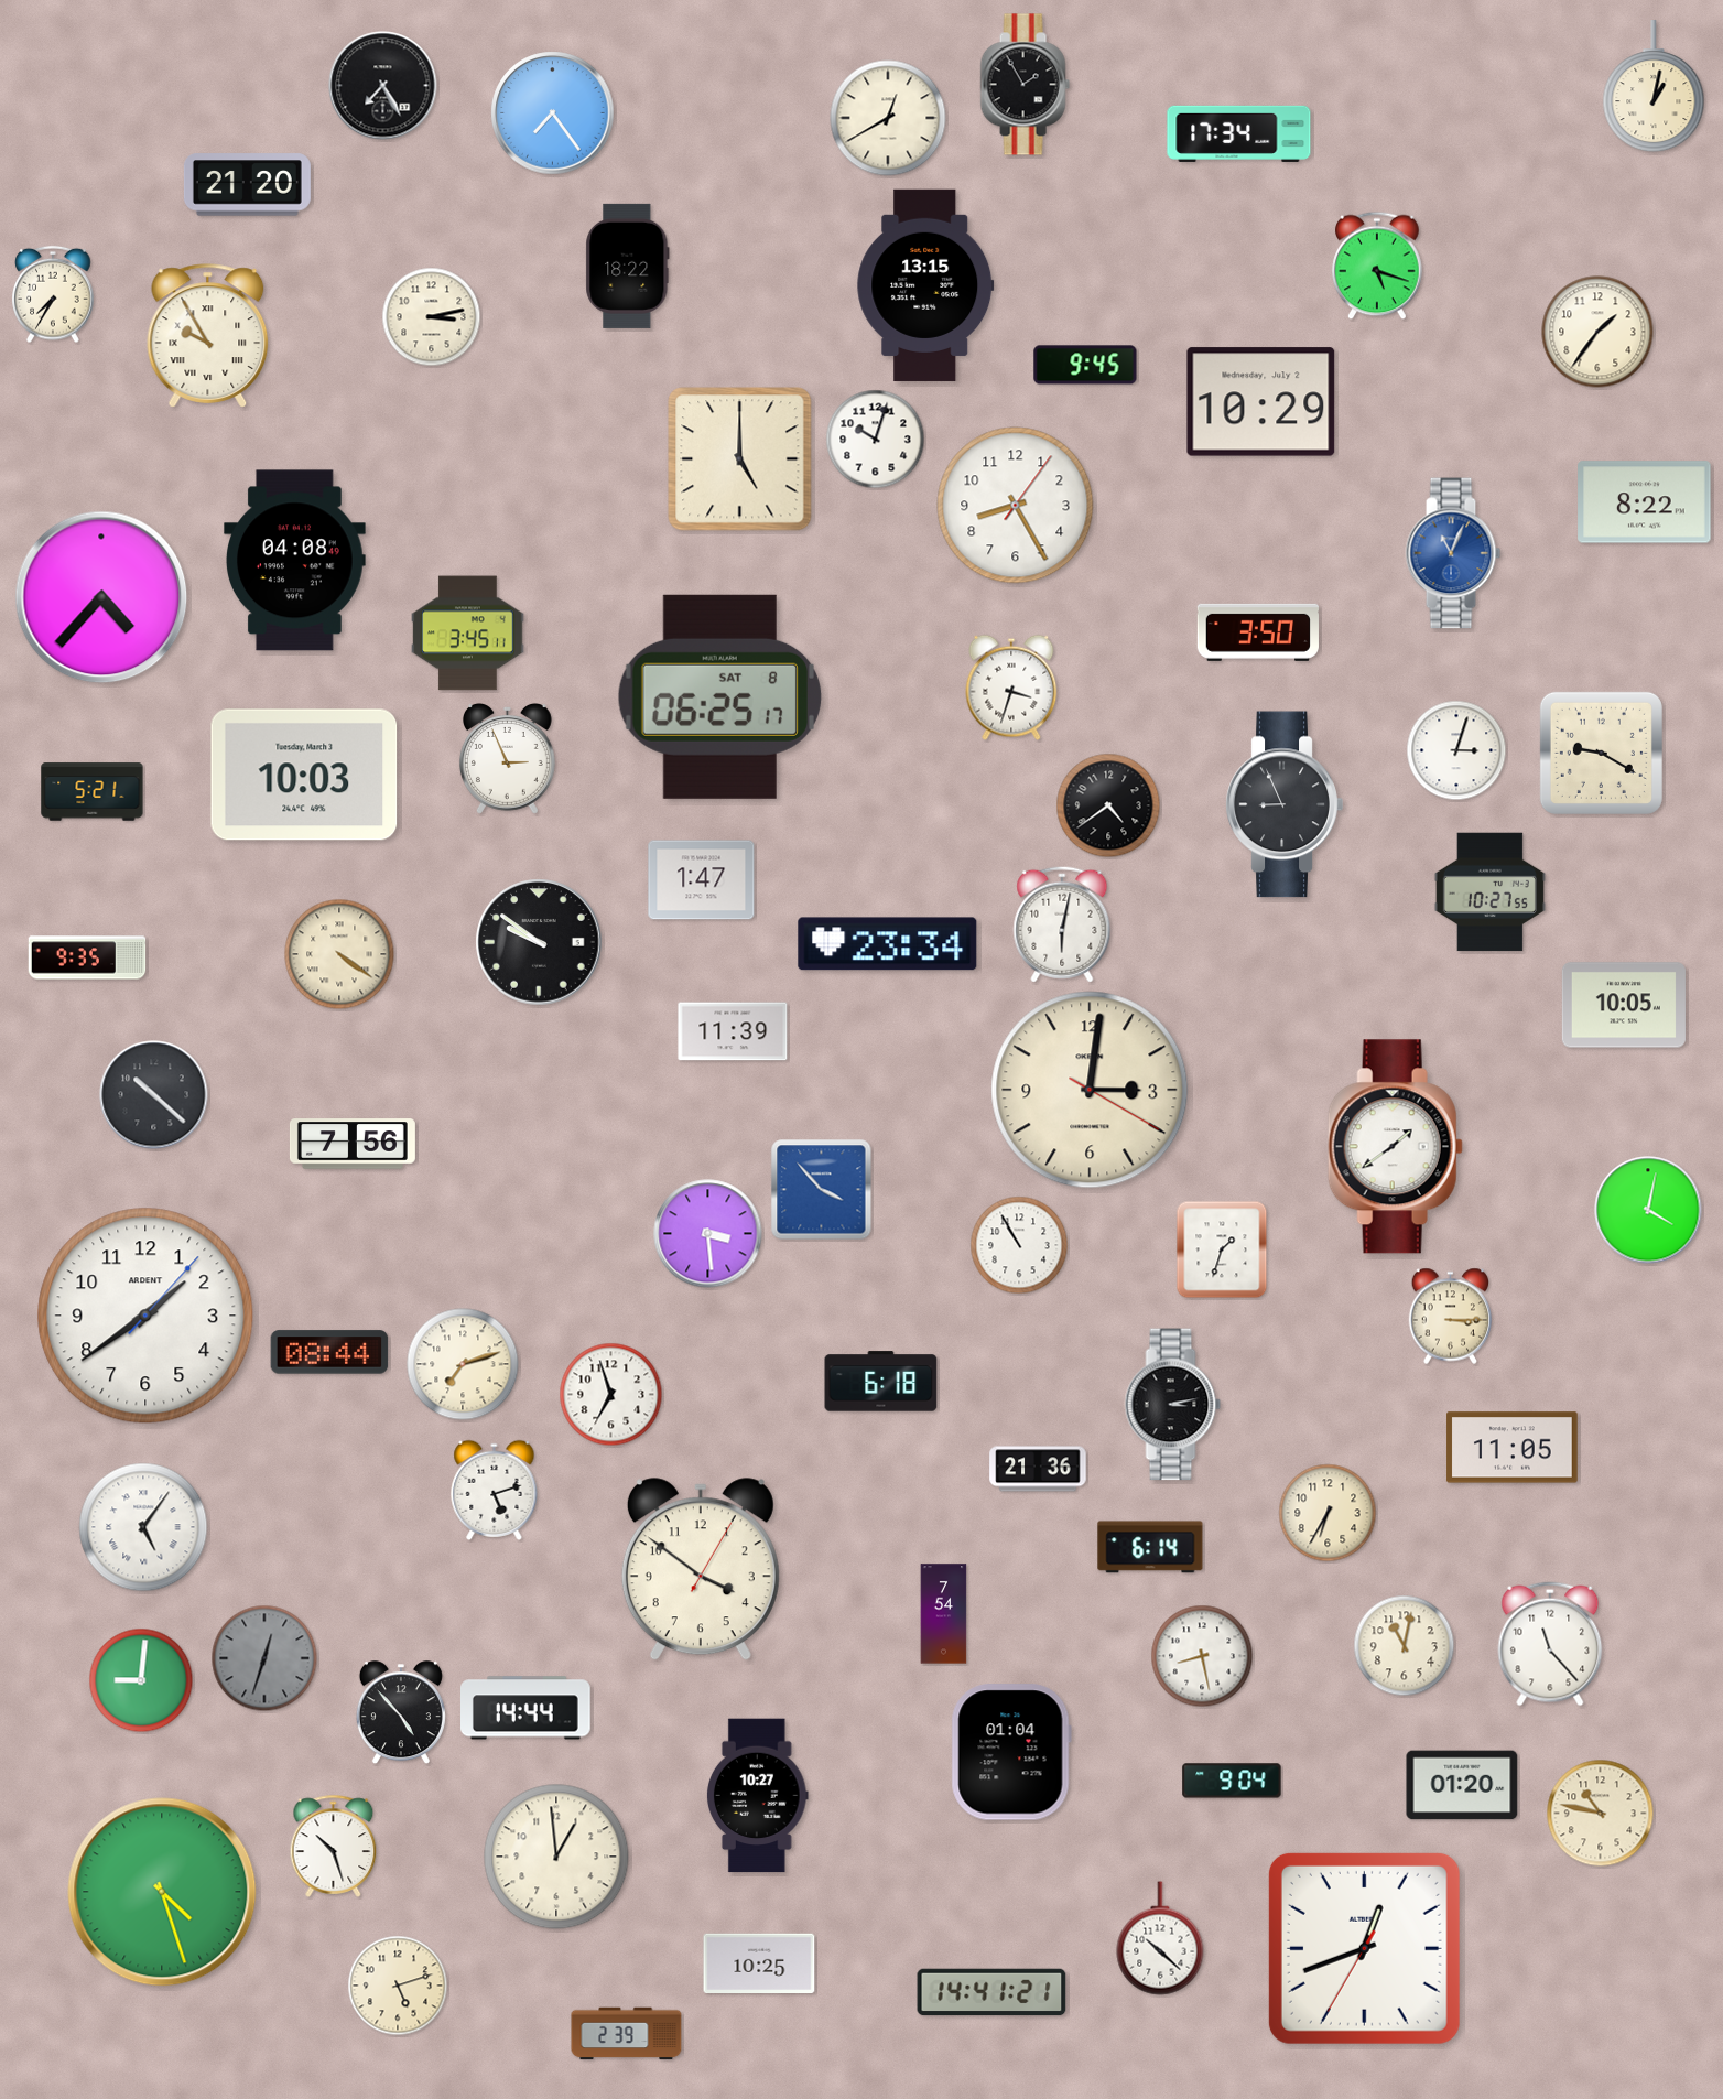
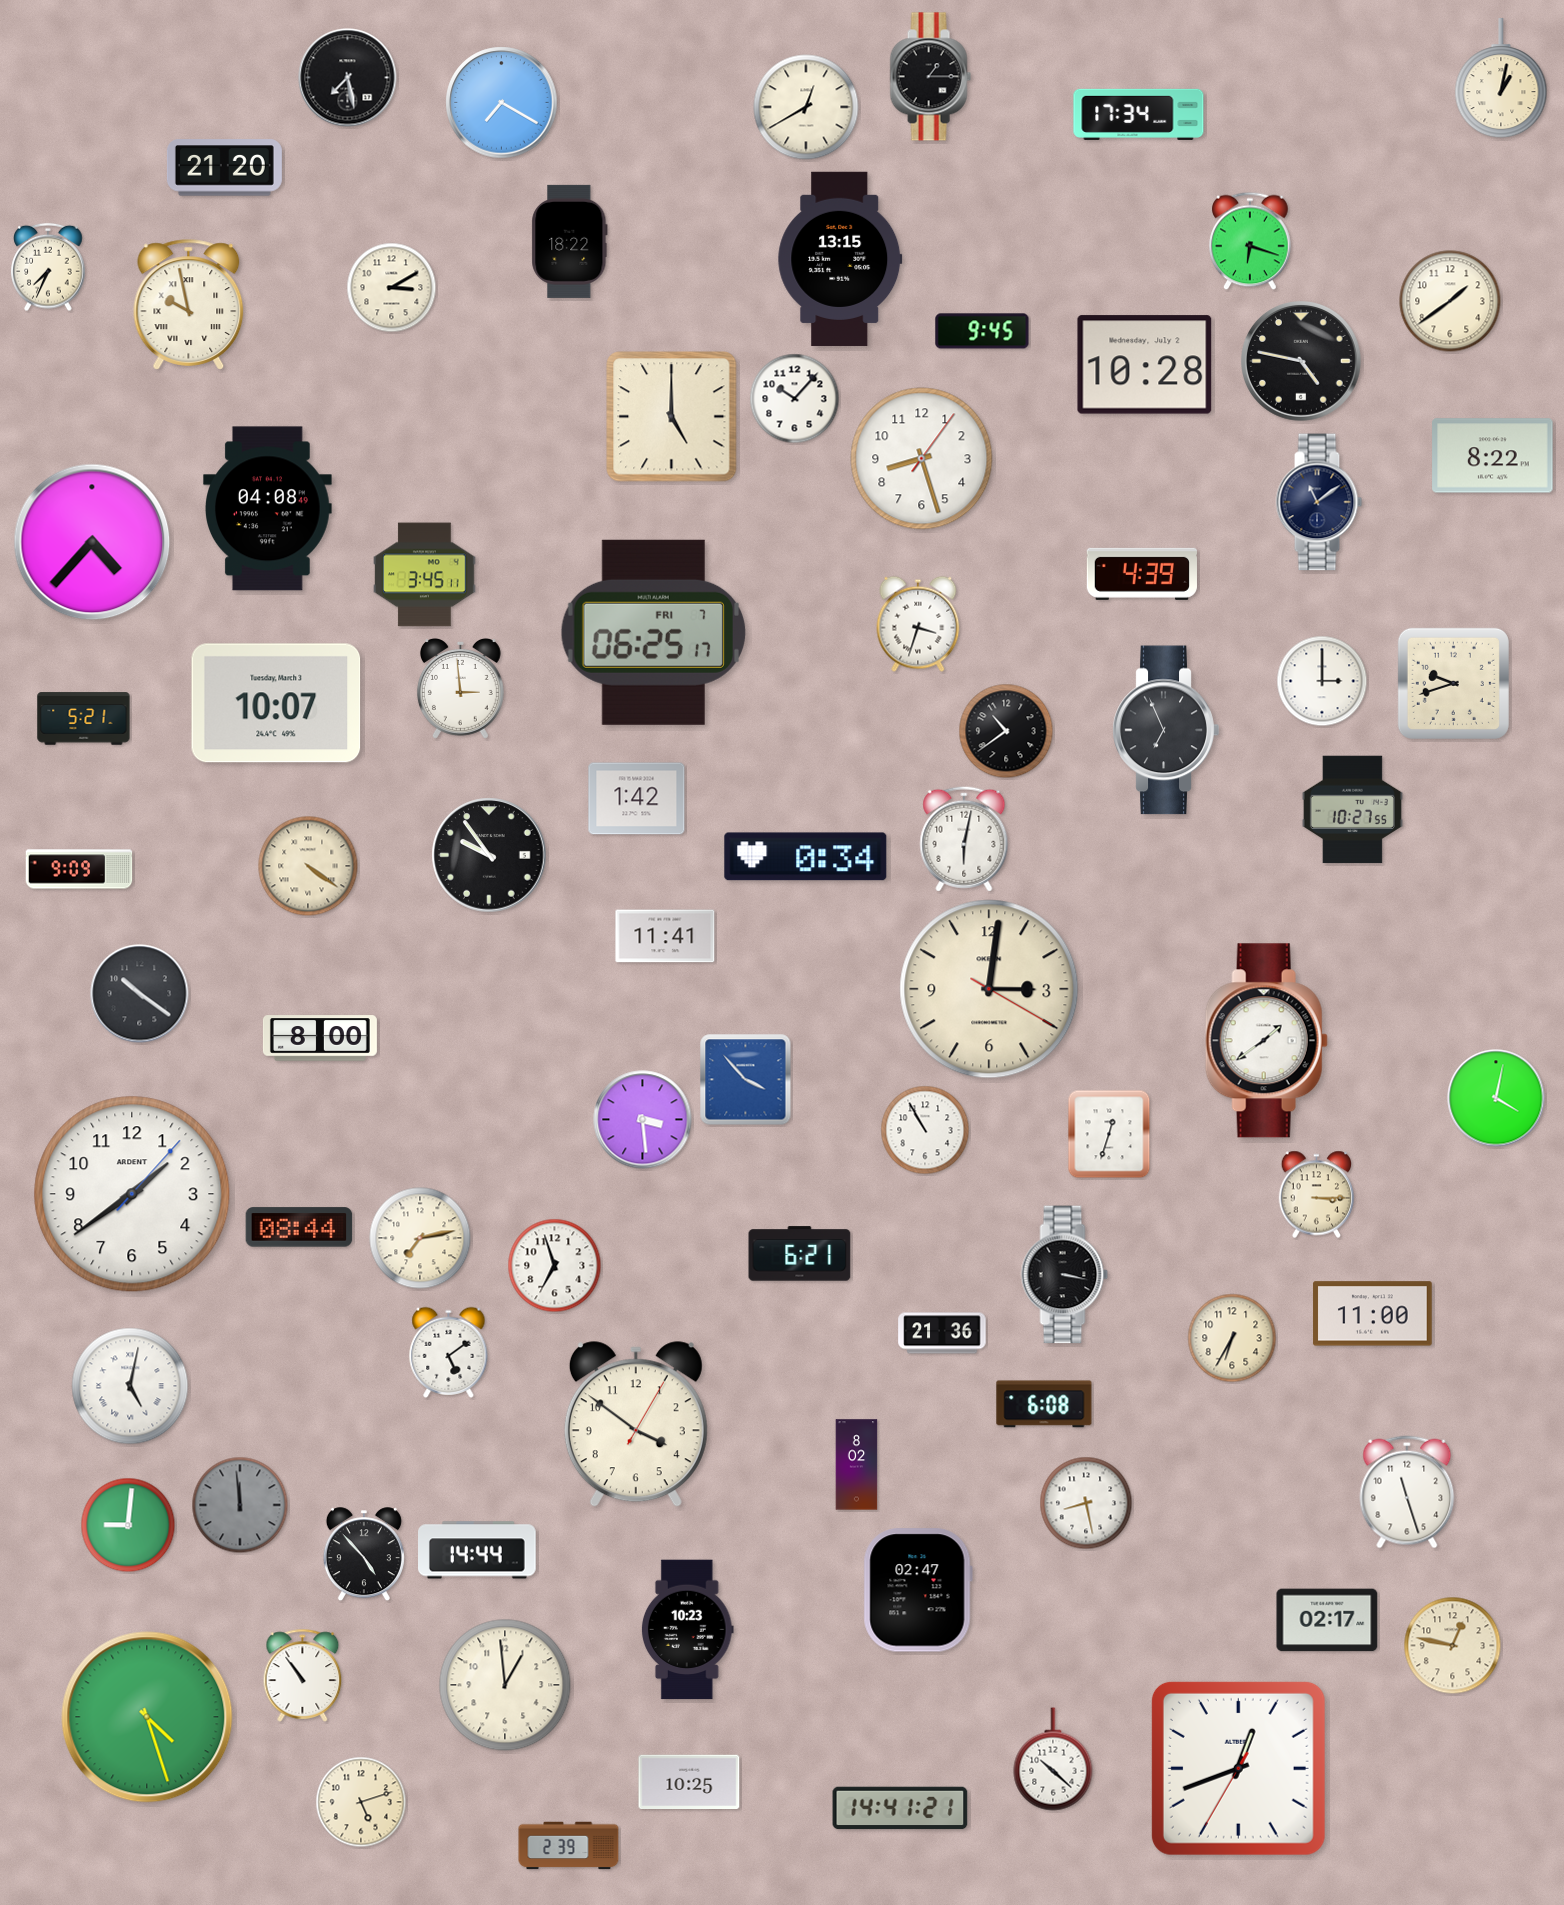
clock at (1025, 85): 1:55 -> 1:15
clock at (383, 86): 7:25 -> 7:28
clock at (553, 113): 7:24 -> 7:20
clock at (1239, 133) position: (1239, 133) -> (1139, 114)
clock at (1377, 266): 5:18 -> 6:18
clock at (53, 294): 7:35 -> 7:34
clock at (432, 317): 3:13 -> 3:10
clock at (1597, 332): 1:36 -> 1:39
clock at (208, 336): 9:55 -> 9:58
clock at (1085, 365) position: (1085, 365) -> (982, 331)
clock at (1302, 362): none -> 4:47
clock at (1261, 402): 10:29 -> 10:28
clock at (876, 440): 10:03 -> 10:07
clock at (1016, 506): 8:25 -> 8:27
clock at (1453, 553): 11:04 -> 11:09
clock at (1453, 553) dial: blue -> navy
clock at (1258, 632): 3:50 -> 4:39
clock at (719, 696) date: SAT 8 -> FRI 7
clock at (1456, 750): 3:03 -> 3:00
clock at (1601, 753): 9:20 -> 9:42
clock at (507, 759): 2:56 -> 2:59
clock at (304, 775): 10:03 -> 10:07
clock at (1285, 804): 8:56 -> 6:56
clock at (1108, 805): 4:39 -> 10:39
clock at (702, 880): 1:47 -> 1:42
clock at (539, 942): 9:51 -> 9:54
clock at (888, 944): 23:34 -> 0:34
clock at (87, 957): 9:35 -> 9:09
clock at (1624, 1005): 10:05 -> none
clock at (733, 1031): 11:39 -> 11:41
clock at (154, 1095): 10:22 -> 10:21
clock at (353, 1144): 7:56 -> 8:00
clock at (1222, 1249): 1:33 -> 12:33
clock at (463, 1364): 7:12 -> 7:13
clock at (881, 1382): 6:18 -> 6:21
clock at (1173, 1405): 3:13 -> 3:17
clock at (1513, 1448): 11:05 -> 11:00
clock at (495, 1490): 5:12 -> 5:09
clock at (1328, 1513) position: (1328, 1513) -> (1232, 1338)
clock at (143, 1527): 5:06 -> 5:02
clock at (1150, 1547): 6:14 -> 6:08
clock at (944, 1614): 7:54 -> 8:02
clock at (1550, 1644): 11:23 -> 11:27
clock at (1405, 1646): 11:02 -> none
clock at (1202, 1656) position: (1202, 1656) -> (1086, 1503)
clock at (264, 1658): 12:33 -> 11:59
clock at (1011, 1752): 01:04 -> 02:47
clock at (1232, 1781): 9:04 -> none
clock at (1462, 1785): 01:20 -> 02:17
clock at (757, 1796): 10:27 -> 10:23
clock at (1601, 1814): 10:47 -> 12:47
clock at (334, 1846): 10:27 -> 10:54
